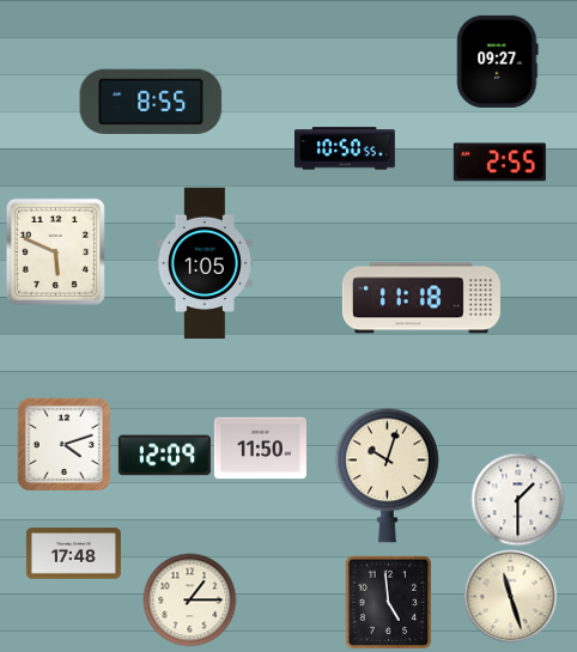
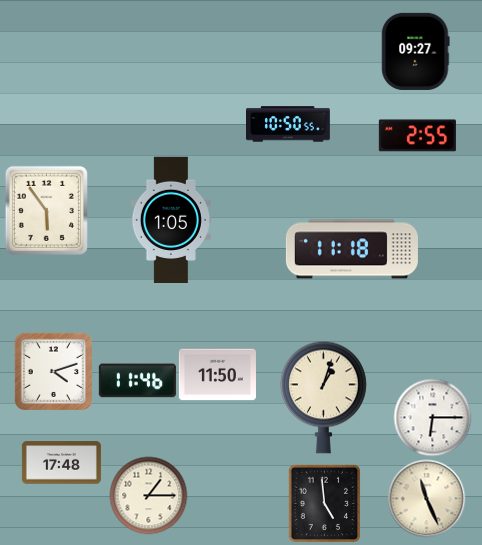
clock at (151, 102): 8:55 -> none
clock at (55, 251): 5:49 -> 5:54
clock at (164, 456): 12:09 -> 11:46
clock at (388, 475): 10:03 -> 1:03
clock at (517, 499): 1:30 -> 6:15
clock at (510, 596): 11:27 -> 11:26
clock at (189, 599) position: (189, 599) -> (148, 495)
